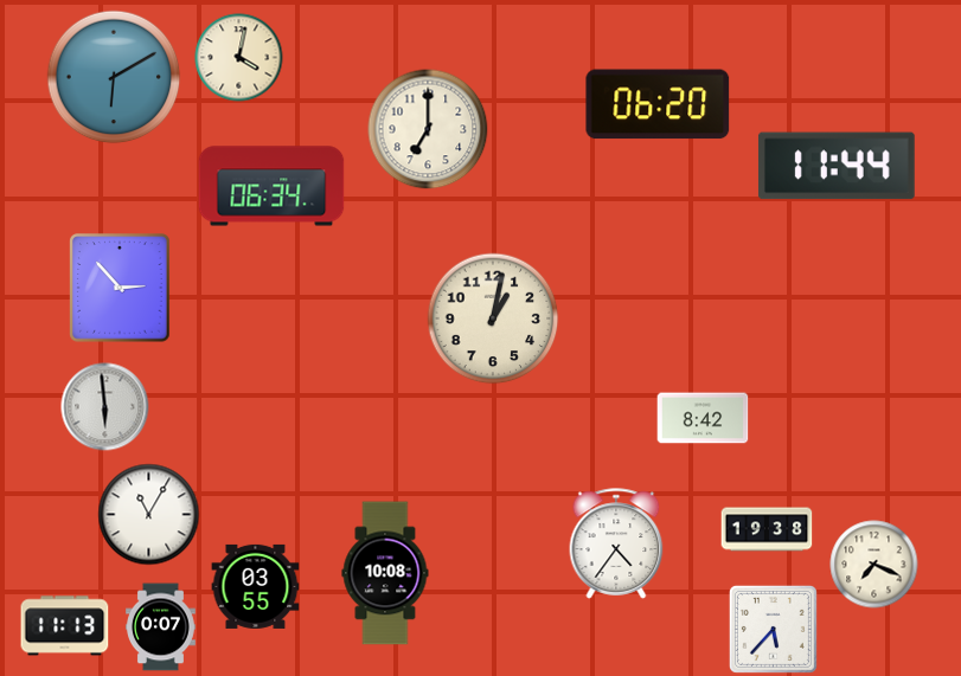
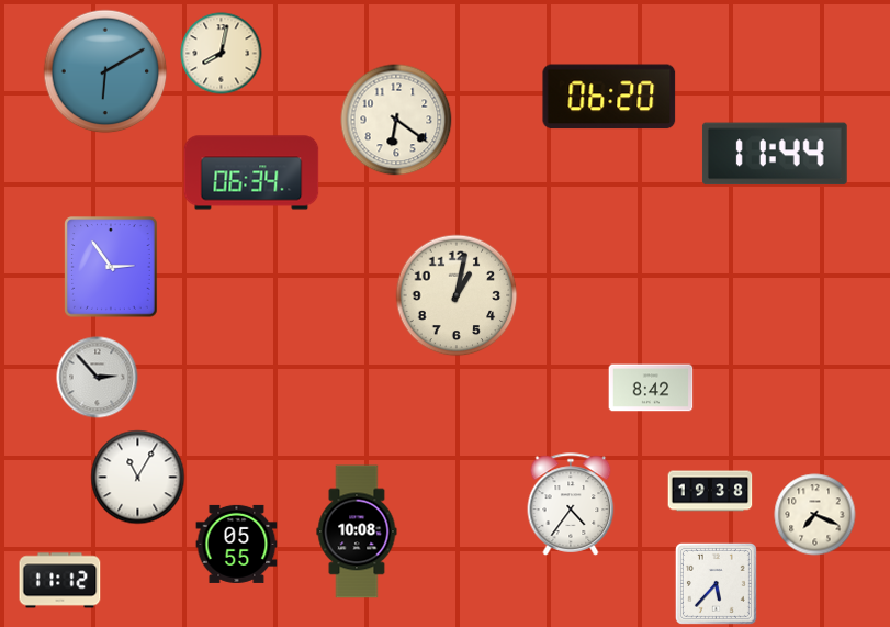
clock at (239, 58): 4:02 -> 8:02
clock at (428, 129): 7:00 -> 6:21
clock at (120, 288): 2:53 -> 2:54
clock at (105, 407): 5:59 -> 2:53
clock at (874, 565) position: (874, 565) -> (815, 515)
clock at (256, 586): 03:55 -> 05:55
clock at (65, 626): 11:13 -> 11:12
clock at (161, 627): 0:07 -> none
